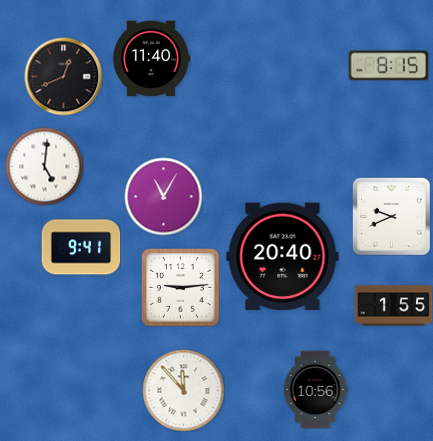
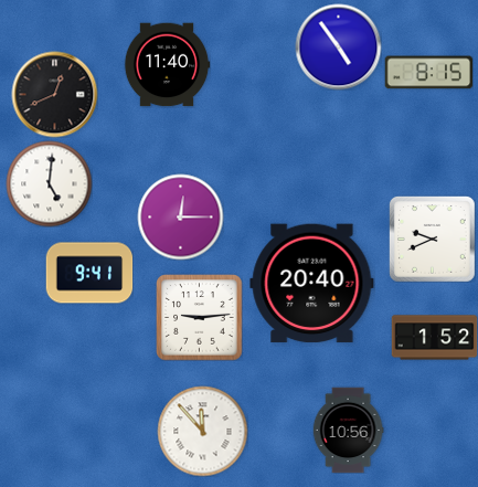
clock at (338, 46): none -> 4:54
clock at (63, 76) position: (63, 76) -> (54, 94)
clock at (163, 196): 11:05 -> 12:15
clock at (393, 306): 1:55 -> 1:52
